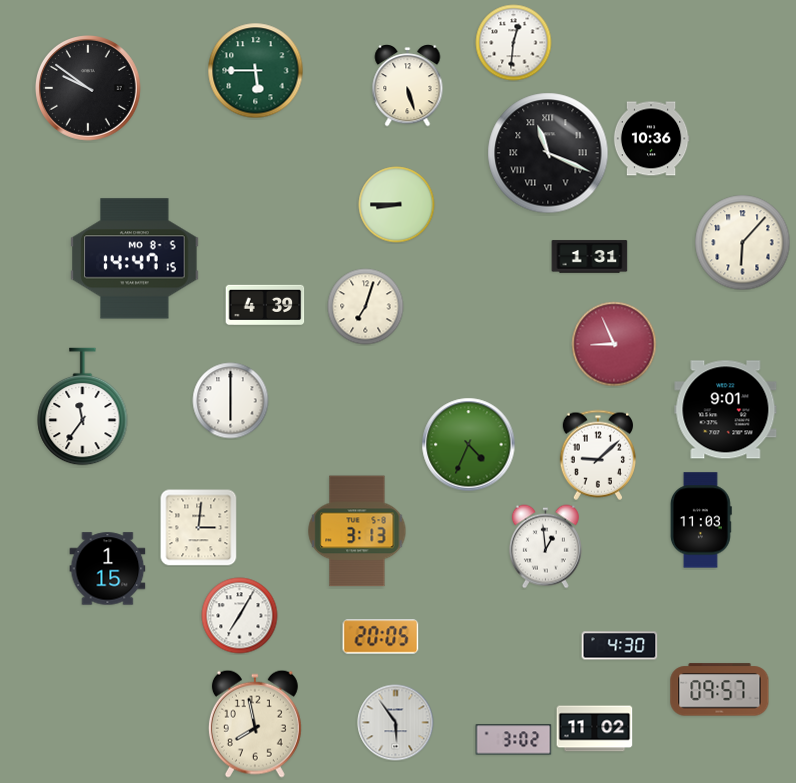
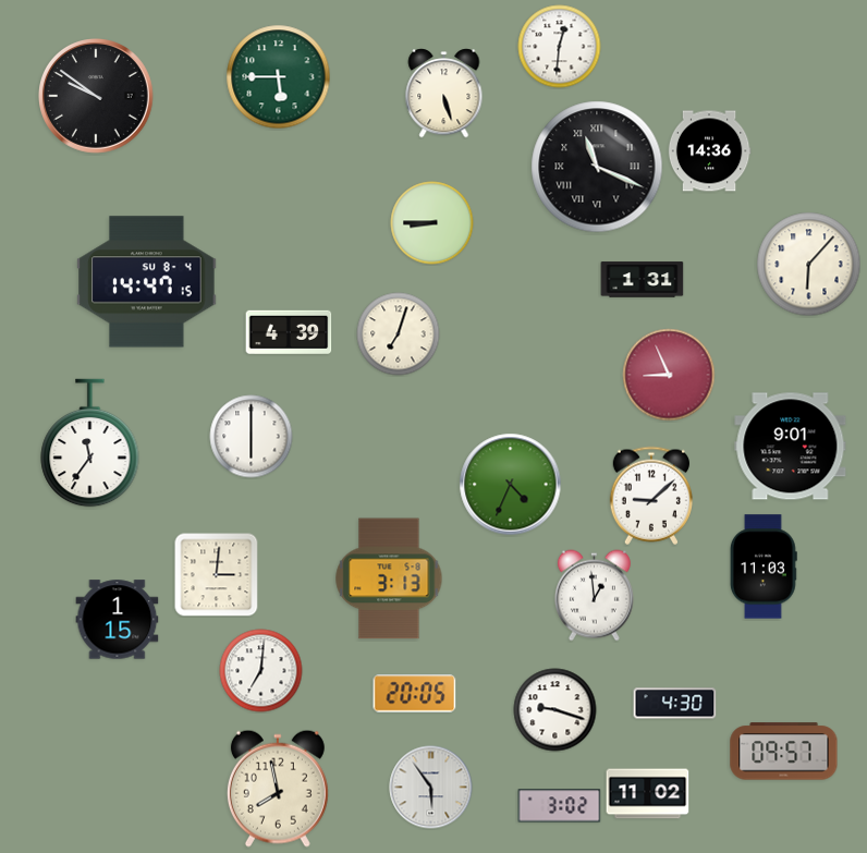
clock at (651, 139): 10:36 -> 14:36
clock at (135, 259) date: MO 8-5 -> SU 8-4
clock at (240, 616): 7:05 -> 7:01
clock at (555, 710): none -> 9:18
